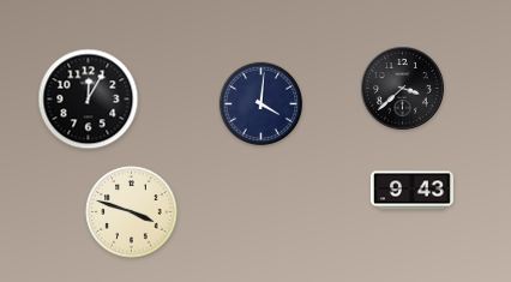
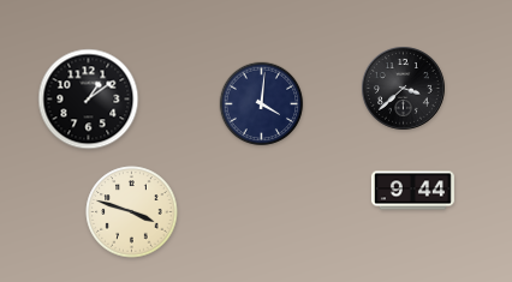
clock at (89, 100): 12:05 -> 1:09
clock at (411, 191): 9:43 -> 9:44
